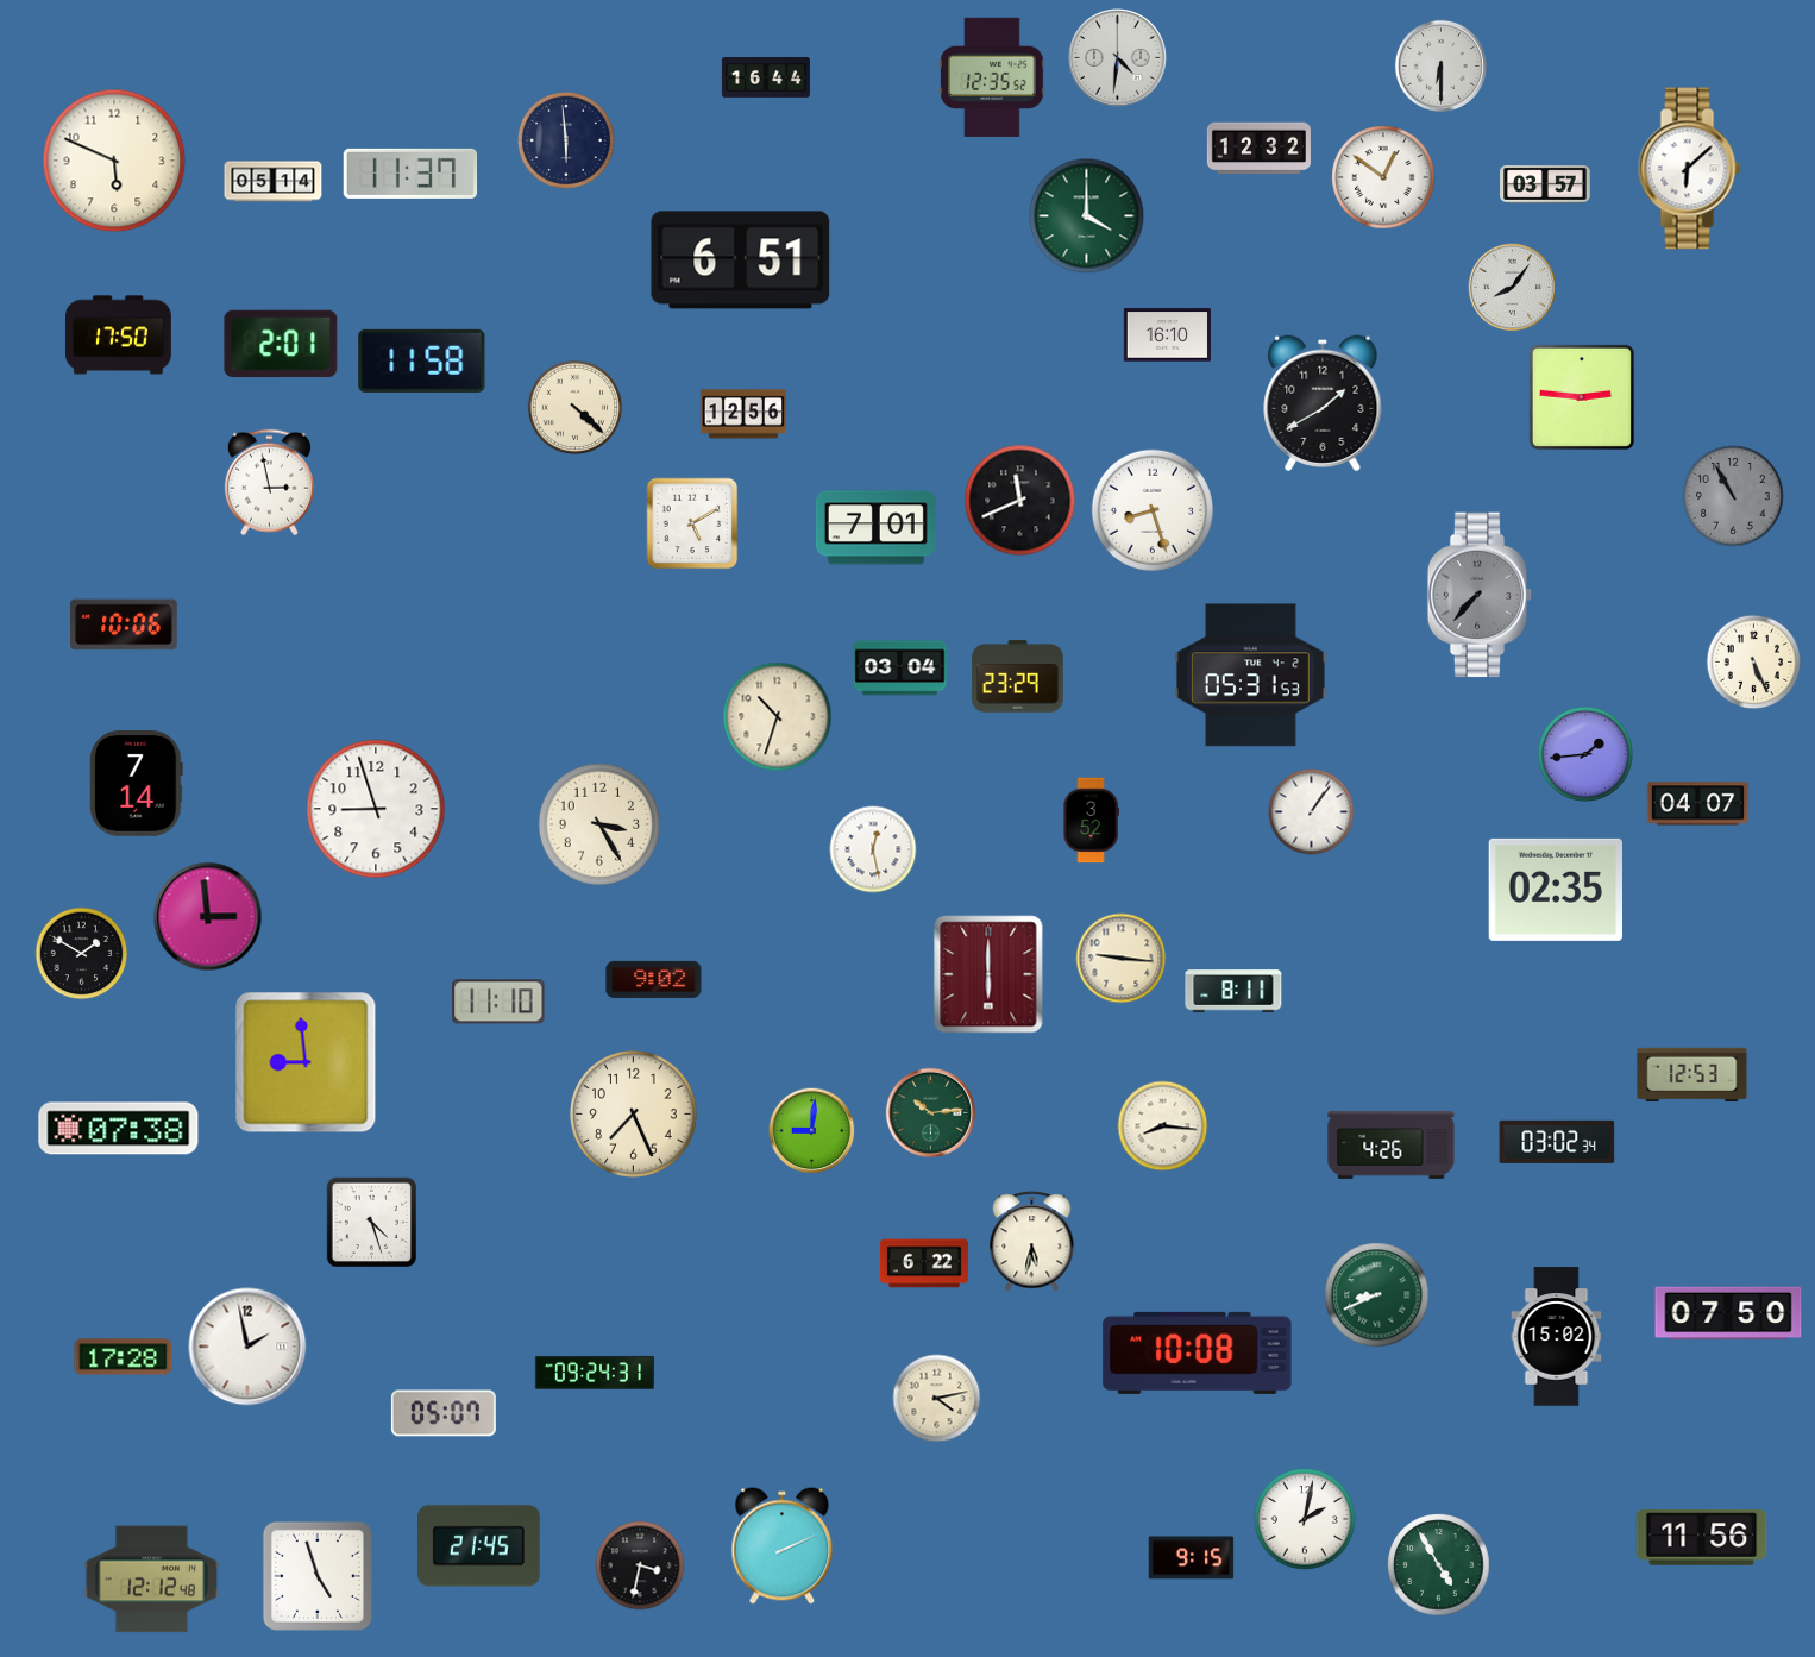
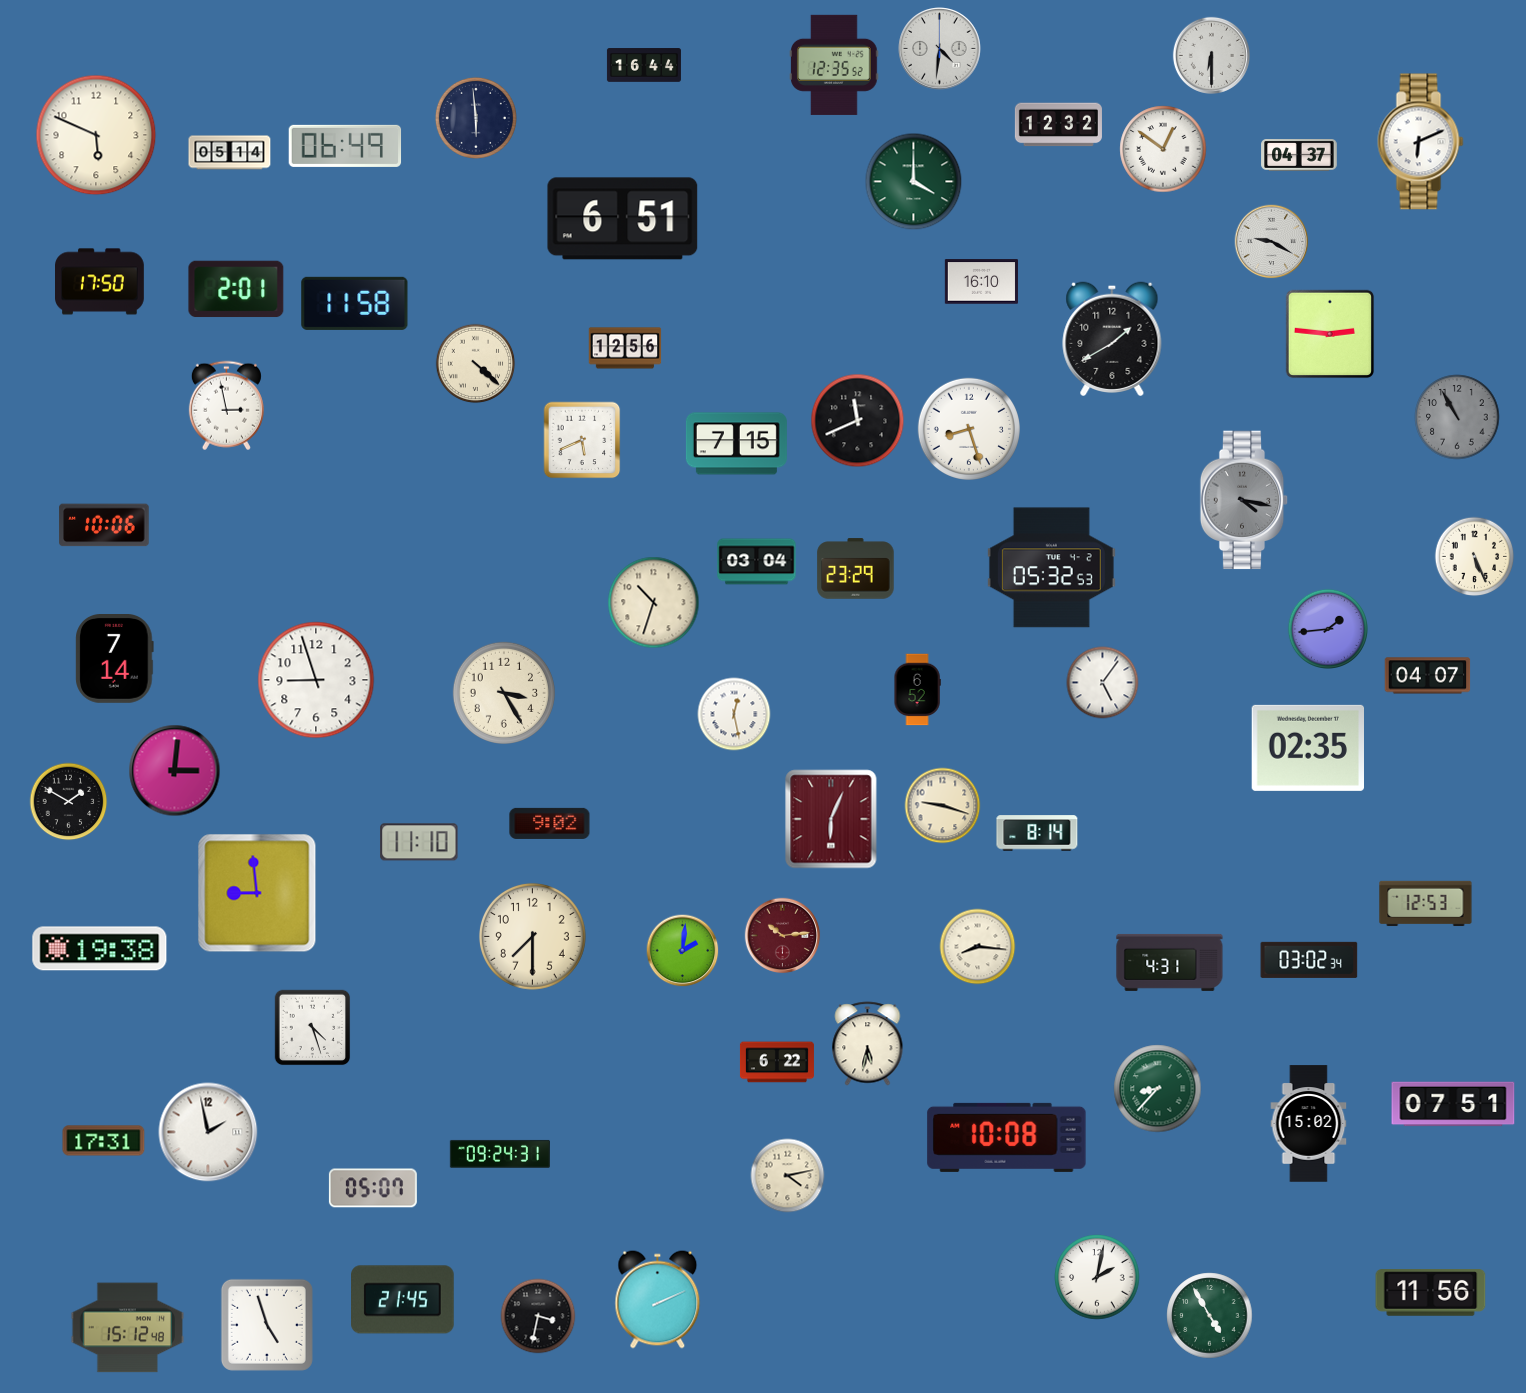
clock at (1690, 169): 6:08 -> 6:11
clock at (410, 174): 11:37 -> 06:49
clock at (1545, 186): 03:57 -> 04:37
clock at (1513, 288): 8:06 -> 9:20
clock at (576, 408) position: (576, 408) -> (476, 364)
clock at (692, 523): 5:10 -> 5:41
clock at (875, 528): 7:01 -> 7:15
clock at (1480, 595): 7:37 -> 4:17
clock at (1250, 676): 05:31 -> 05:32
clock at (1584, 753) position: (1584, 753) -> (1327, 628)
clock at (1312, 812): 1:06 -> 5:06
clock at (1091, 821): 3:52 -> 6:52
clock at (208, 917): 2:59 -> 3:01
clock at (1122, 959): 9:16 -> 9:18
clock at (988, 974): 6:00 -> 6:04
clock at (1233, 991): 8:11 -> 8:14
clock at (1692, 1075) position: (1692, 1075) -> (1426, 904)
clock at (633, 1113): 7:26 -> 7:30
clock at (931, 1113) dial: green -> burgundy
clock at (119, 1129): 07:38 -> 19:38
clock at (812, 1131): 9:01 -> 2:01
clock at (1392, 1144): 4:26 -> 4:31
clock at (1377, 1295): 8:41 -> 8:37
clock at (1728, 1313): 07:50 -> 07:51
clock at (124, 1357): 17:28 -> 17:31
clock at (1192, 1558): 9:15 -> none
clock at (151, 1580): 12:12 -> 15:12
